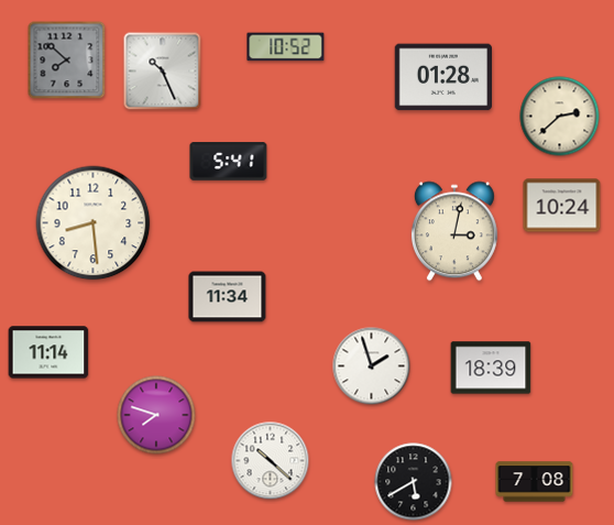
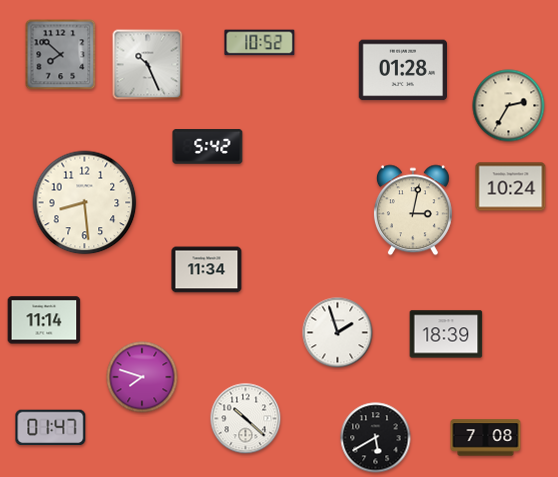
clock at (560, 117): 2:38 -> 2:35
clock at (229, 162): 5:41 -> 5:42
clock at (51, 428): none -> 01:47
